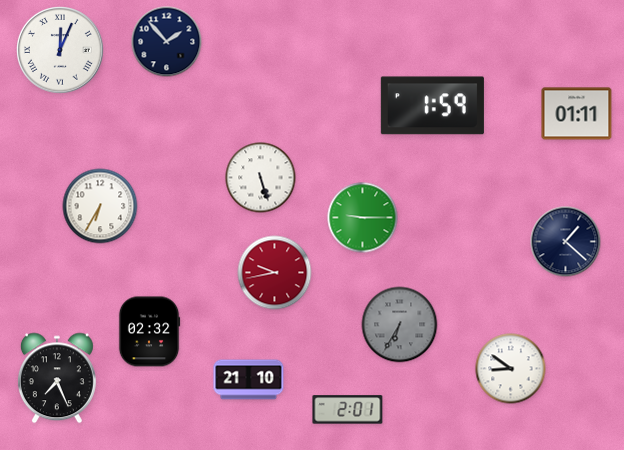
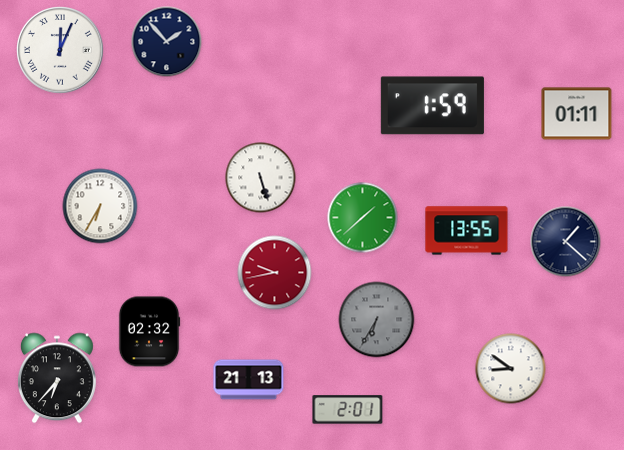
clock at (363, 218): 9:15 -> 1:38
clock at (467, 231): none -> 13:55
clock at (400, 325) position: (400, 325) -> (377, 320)
clock at (57, 378): 7:26 -> 6:37
clock at (249, 380): 21:10 -> 21:13
